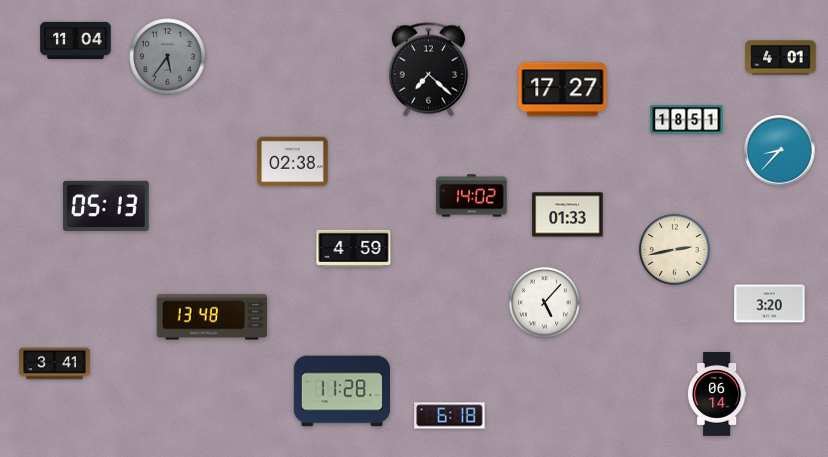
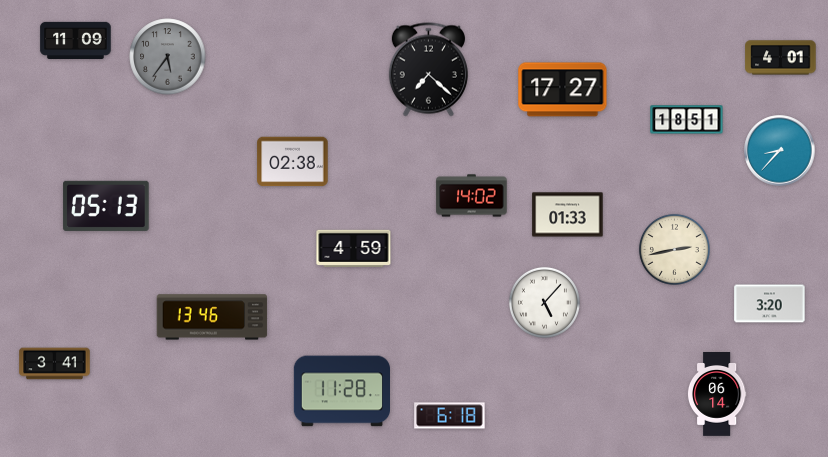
clock at (76, 40): 11:04 -> 11:09
clock at (212, 317): 13:48 -> 13:46
